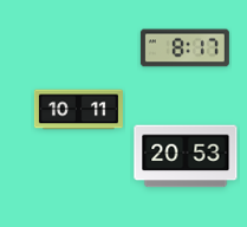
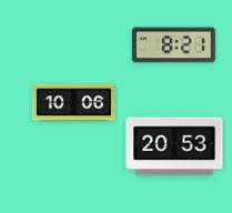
clock at (184, 48): 8:17 -> 8:21
clock at (78, 110): 10:11 -> 10:06
